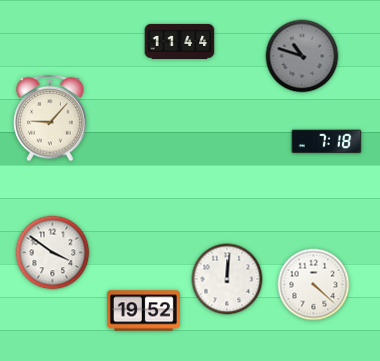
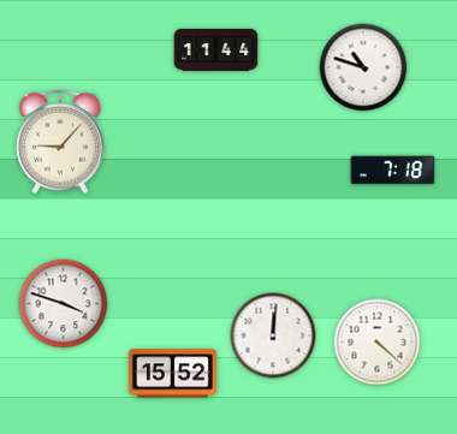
clock at (302, 56) dial: grey -> white
clock at (53, 253): 3:51 -> 3:48
clock at (143, 311): 19:52 -> 15:52
